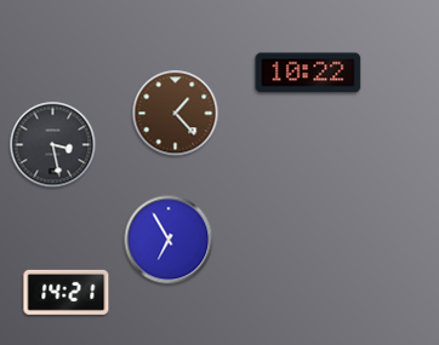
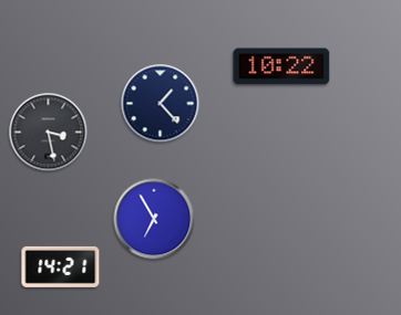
clock at (176, 114) dial: brown -> navy
